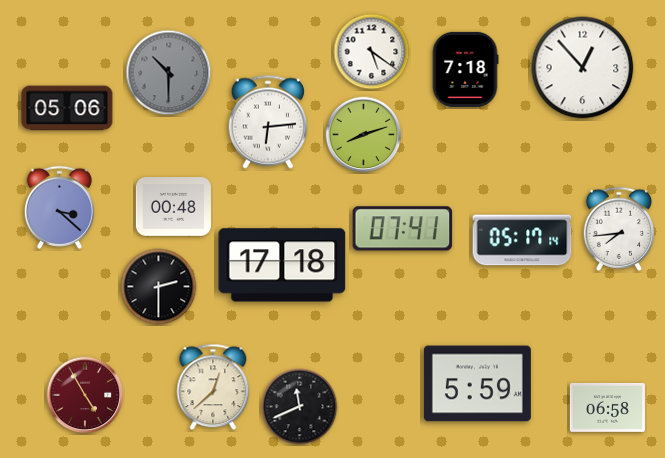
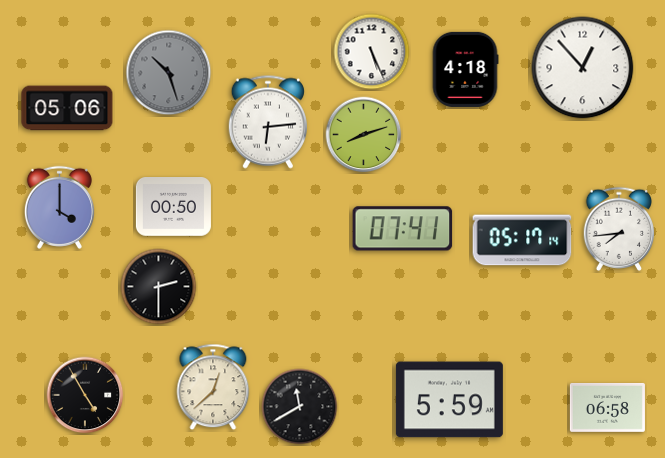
clock at (372, 52): 5:21 -> 5:26
clock at (465, 69): 7:18 -> 4:18
clock at (169, 73): 10:30 -> 10:27
clock at (59, 207): 3:22 -> 4:00
clock at (173, 207): 00:48 -> 00:50
clock at (282, 265): 17:18 -> none
clock at (477, 384) position: (477, 384) -> (449, 400)
clock at (85, 395) dial: burgundy -> black
clock at (300, 407): 11:41 -> 11:40
